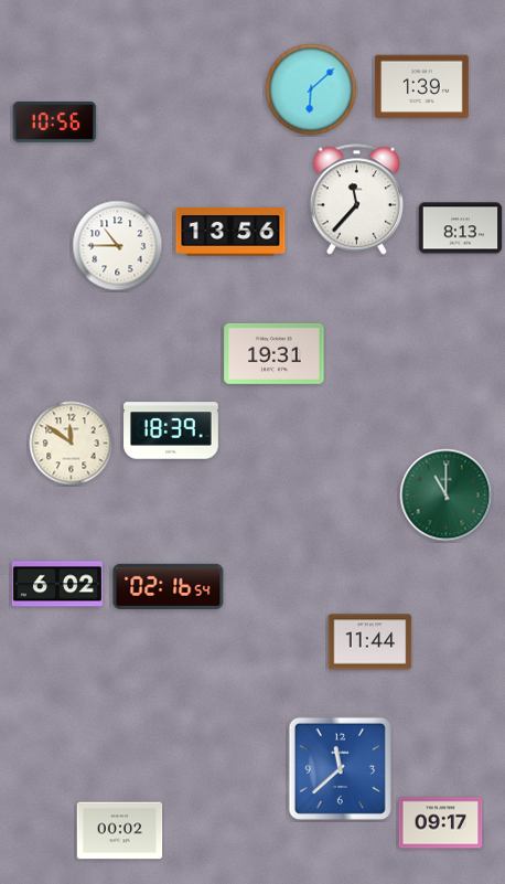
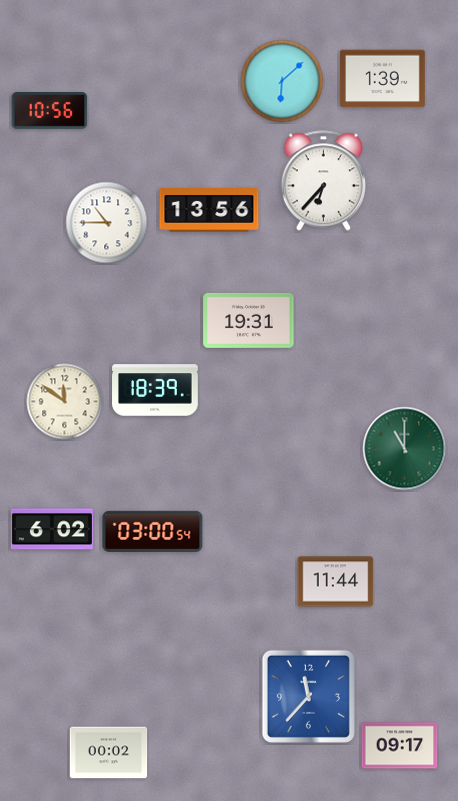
clock at (356, 200): 11:37 -> 6:37
clock at (461, 228): 8:13 -> none
clock at (169, 586): 02:16 -> 03:00
clock at (340, 768): 11:38 -> 11:37
